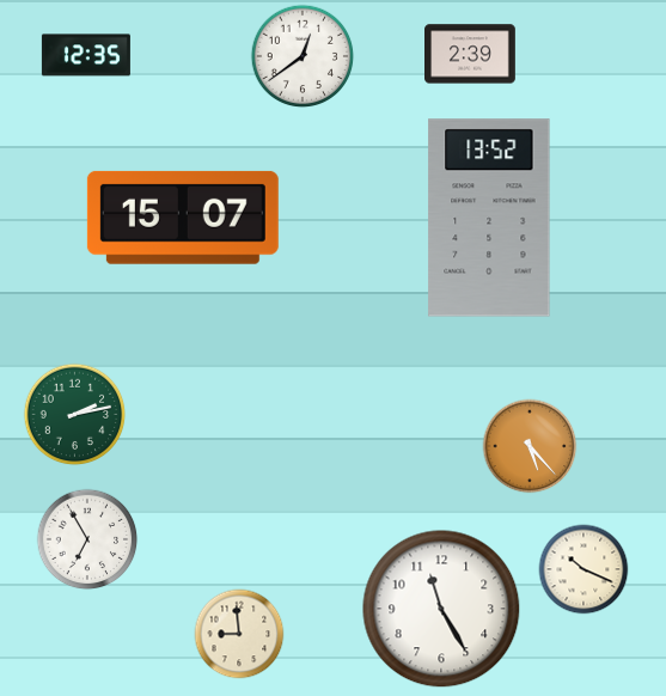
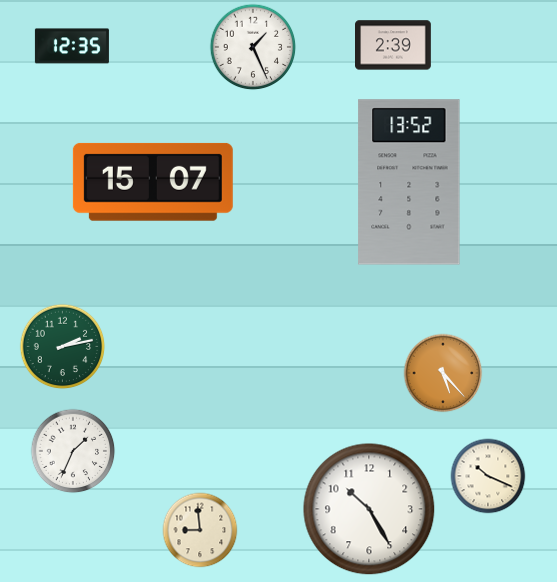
clock at (303, 56): 12:39 -> 1:26
clock at (87, 539): 6:55 -> 1:34
clock at (441, 609): 11:25 -> 10:25
